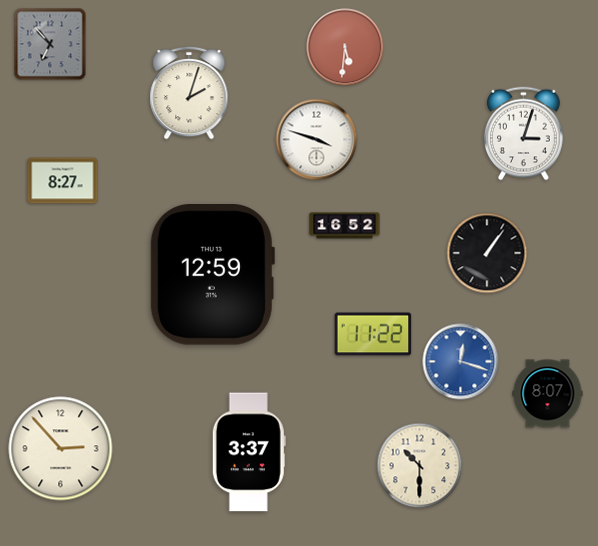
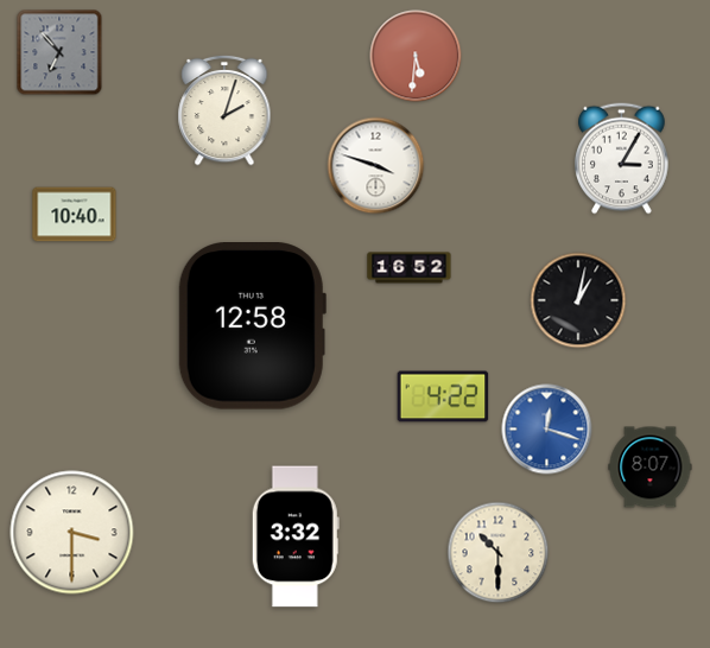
clock at (345, 47) position: (345, 47) -> (416, 56)
clock at (524, 134): 3:03 -> 3:05
clock at (63, 181): 8:27 -> 10:40
clock at (487, 253): 1:06 -> 1:02
clock at (212, 275): 12:59 -> 12:58
clock at (373, 334): 11:22 -> 4:22
clock at (61, 449): 2:53 -> 3:30
clock at (249, 452): 3:37 -> 3:32
